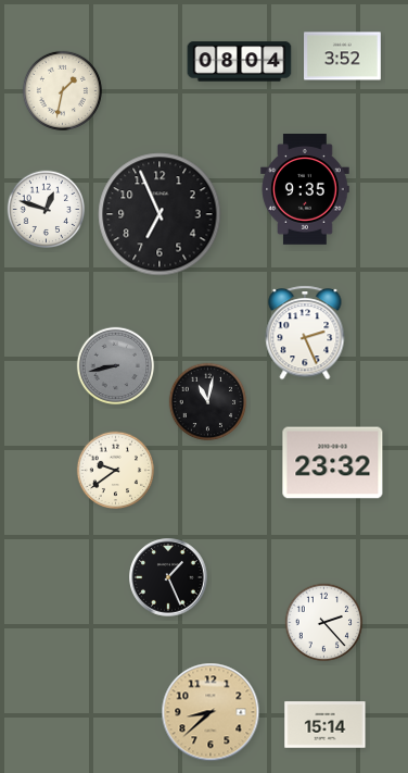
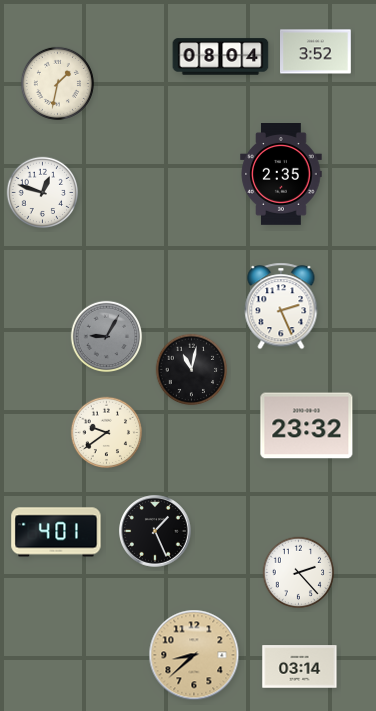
clock at (305, 190): 9:35 -> 2:35
clock at (160, 214): 6:56 -> none
clock at (116, 366): 8:43 -> 9:05
clock at (56, 532): none -> 4:01
clock at (326, 725): 15:14 -> 03:14
